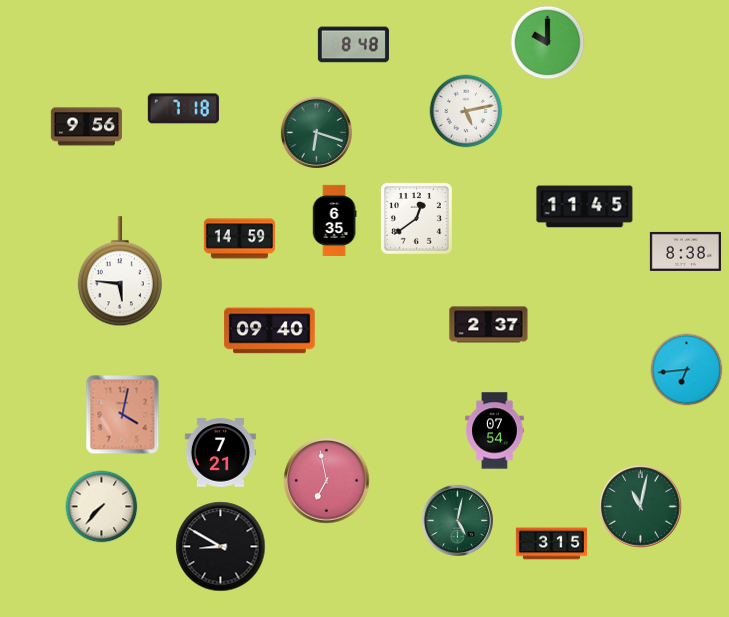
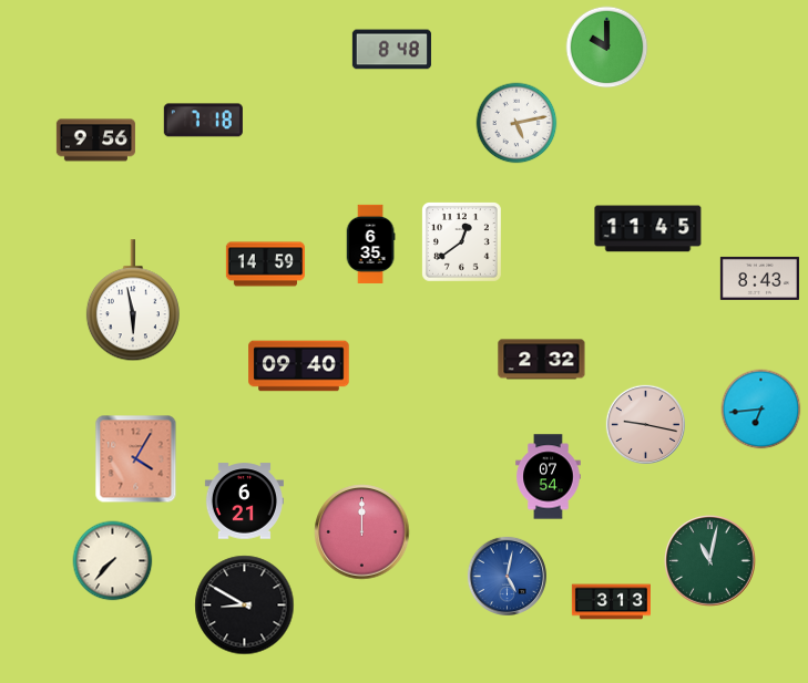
clock at (316, 132): 6:18 -> none
clock at (685, 251): 8:38 -> 8:43
clock at (120, 272): 5:46 -> 5:58
clock at (489, 325): 2:37 -> 2:32
clock at (645, 424): none -> 9:17
clock at (123, 415): 4:02 -> 4:05
clock at (220, 453): 7:21 -> 6:21
clock at (327, 481): 6:58 -> 12:00
clock at (457, 520) dial: green -> blue
clock at (551, 544): 3:15 -> 3:13
